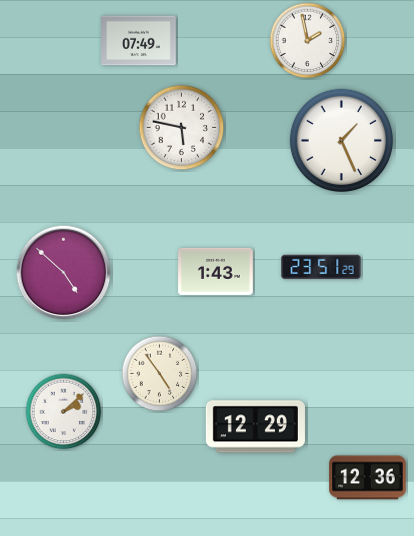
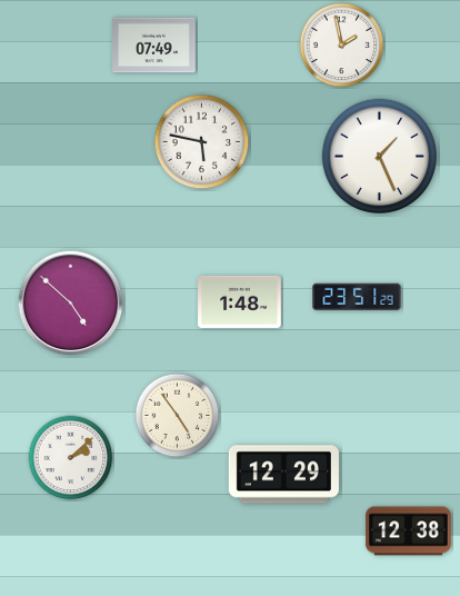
clock at (216, 271): 1:43 -> 1:48
clock at (368, 478): 12:36 -> 12:38
